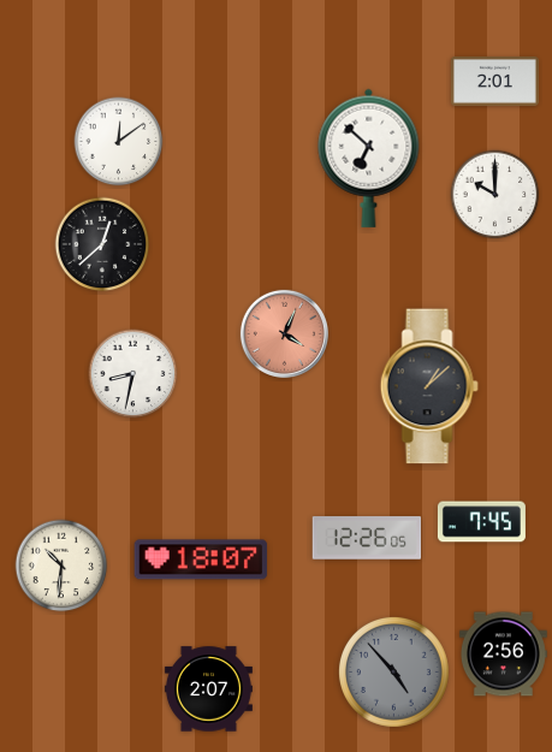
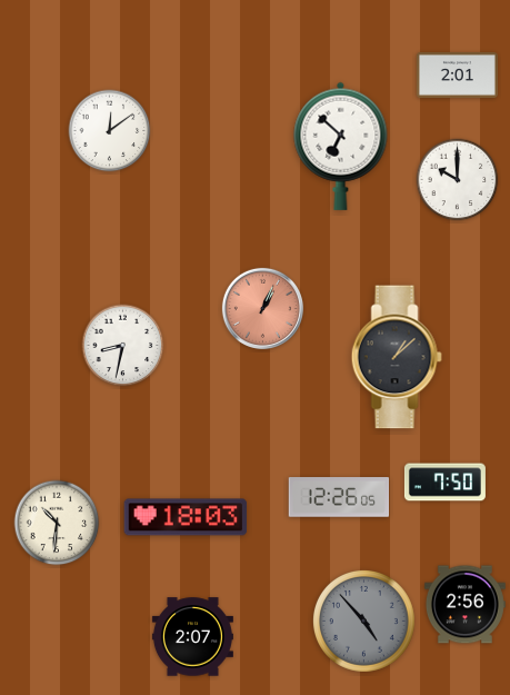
clock at (102, 244): 12:38 -> none
clock at (284, 333): 4:04 -> 1:04
clock at (481, 522): 7:45 -> 7:50
clock at (201, 559): 18:07 -> 18:03
